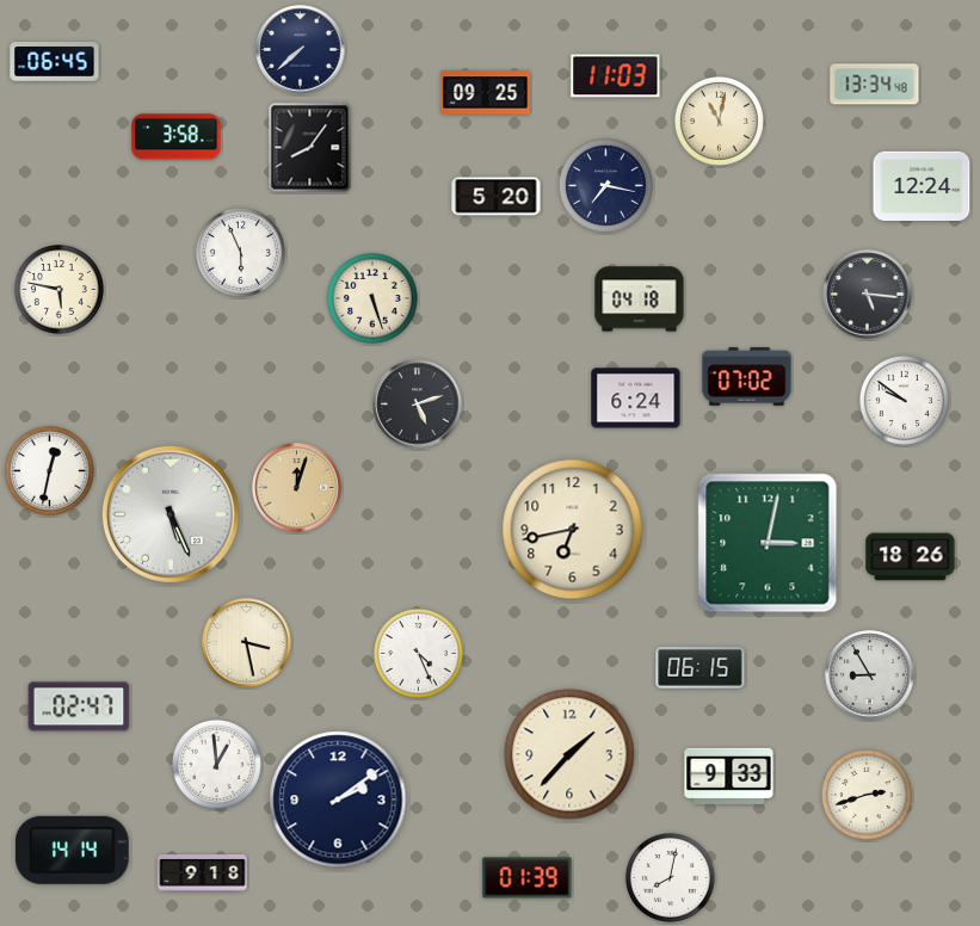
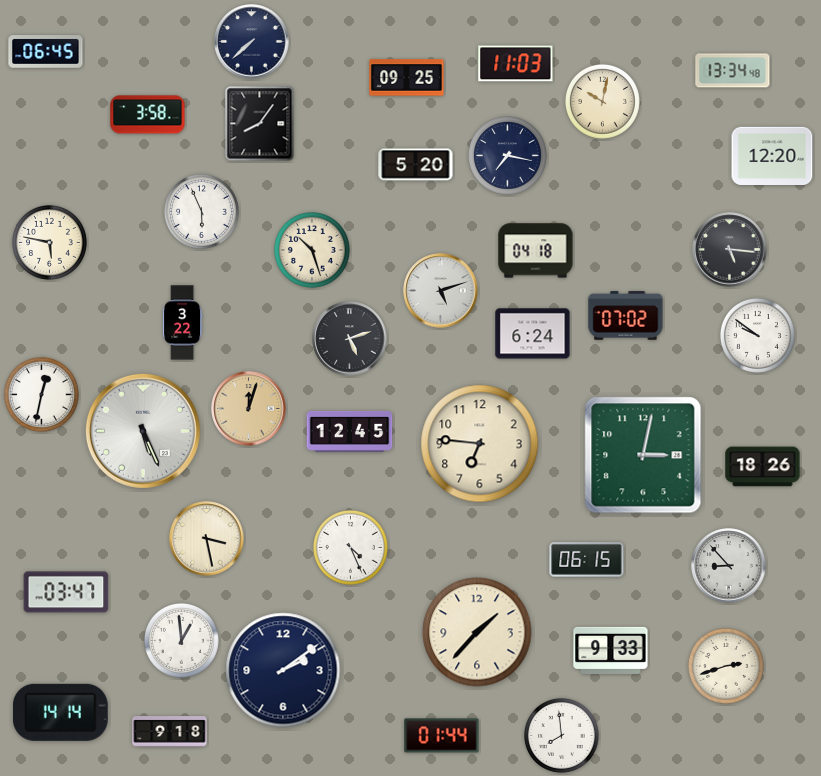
clock at (719, 121): 11:02 -> 10:02
clock at (922, 185): 12:24 -> 12:20
clock at (868, 295) position: (868, 295) -> (730, 250)
clock at (372, 298): 5:27 -> 10:27
clock at (441, 291): none -> 5:12
clock at (183, 323): none -> 3:22
clock at (350, 431): none -> 12:45
clock at (573, 530): 6:43 -> 6:46
clock at (870, 675): 8:55 -> 8:53
clock at (79, 706): 02:47 -> 03:47
clock at (670, 877): 8:02 -> 7:59
clock at (528, 878): 01:39 -> 01:44
